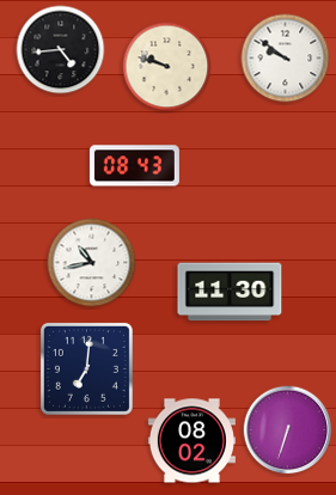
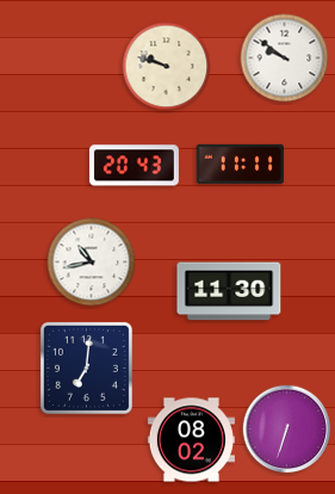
clock at (61, 50): 4:44 -> none
clock at (240, 163): none -> 11:11
clock at (134, 166): 08:43 -> 20:43
